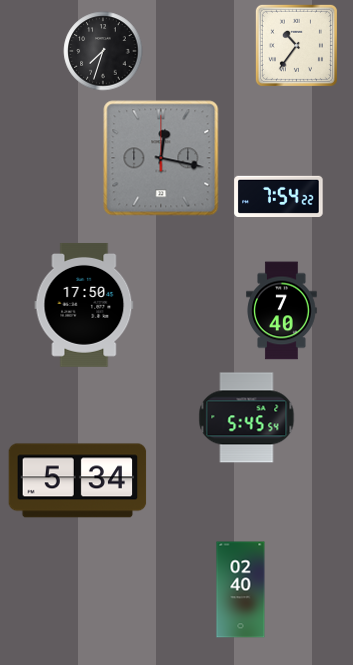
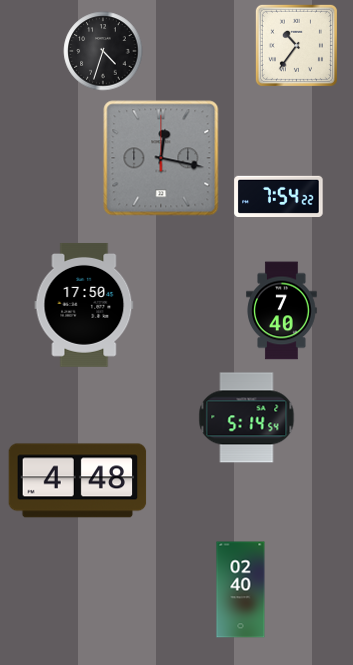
clock at (103, 51): 7:33 -> 4:33
clock at (247, 418): 5:45 -> 5:14
clock at (78, 481): 5:34 -> 4:48
